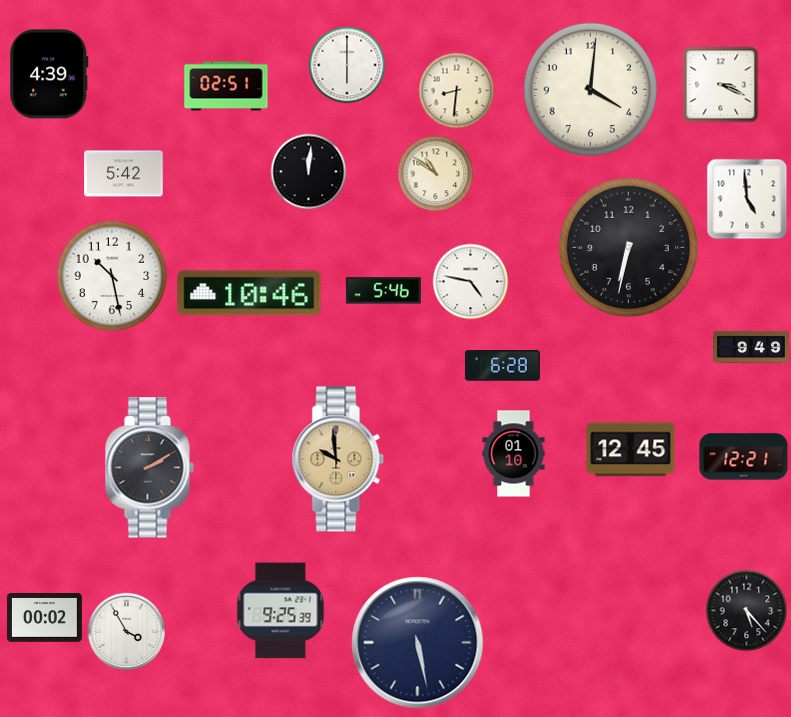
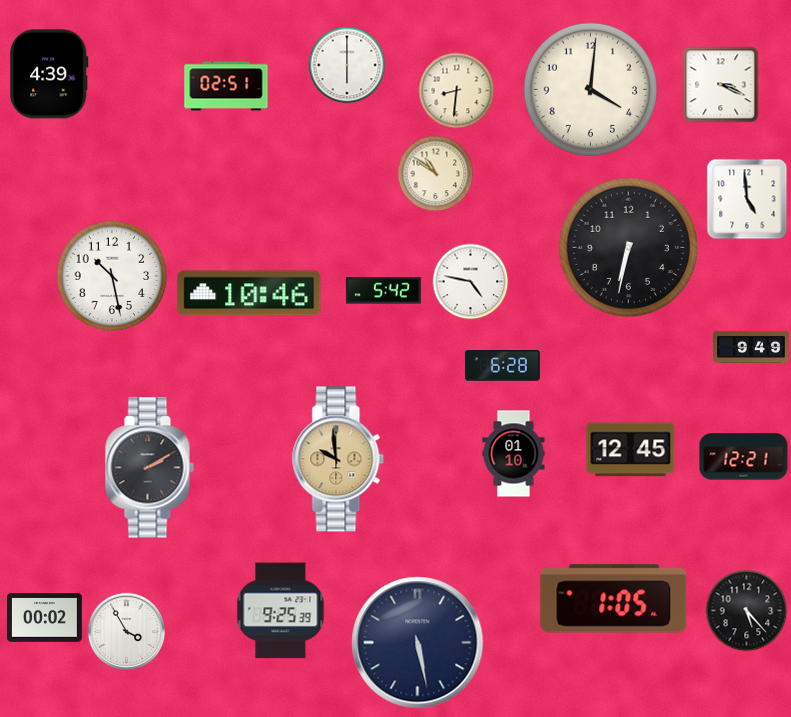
clock at (309, 172): 12:01 -> none
clock at (124, 174): 5:42 -> none
clock at (383, 291): 5:46 -> 5:42
clock at (614, 599): none -> 1:05
